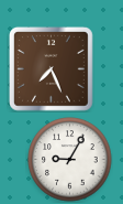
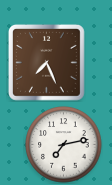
clock at (70, 160): 9:05 -> 7:13
